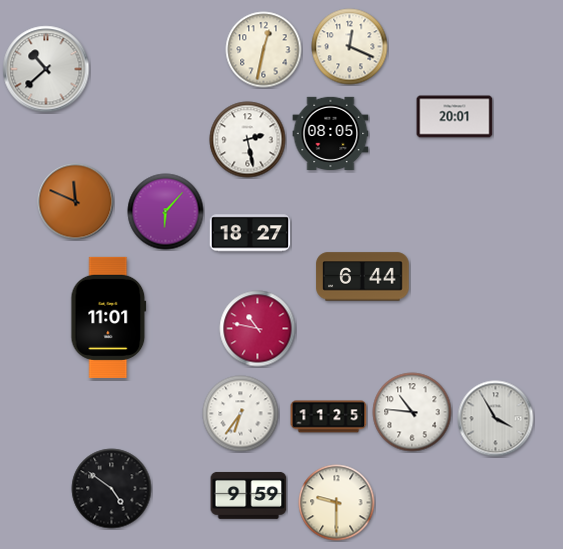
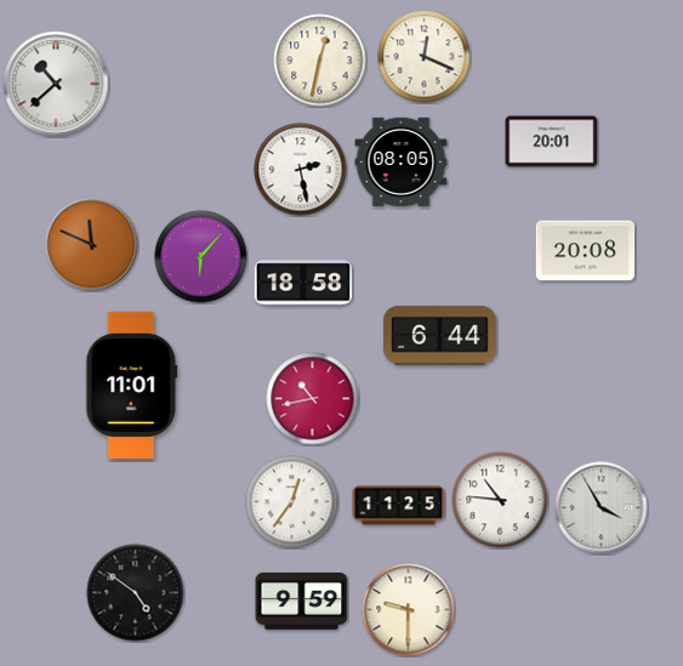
clock at (586, 251): none -> 20:08
clock at (250, 233): 18:27 -> 18:58
clock at (258, 329): 10:47 -> 10:43
clock at (241, 414): 6:36 -> 12:36
